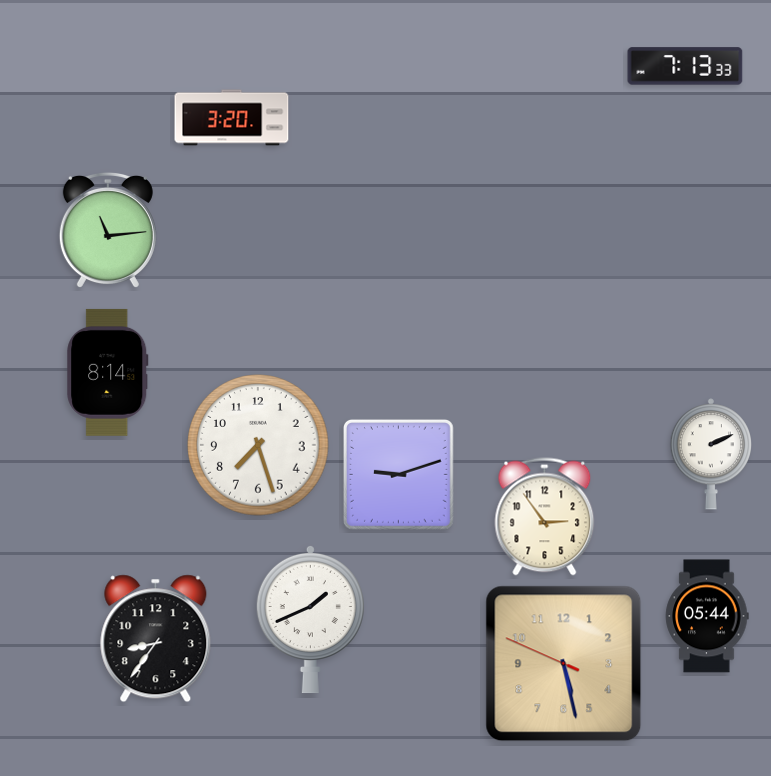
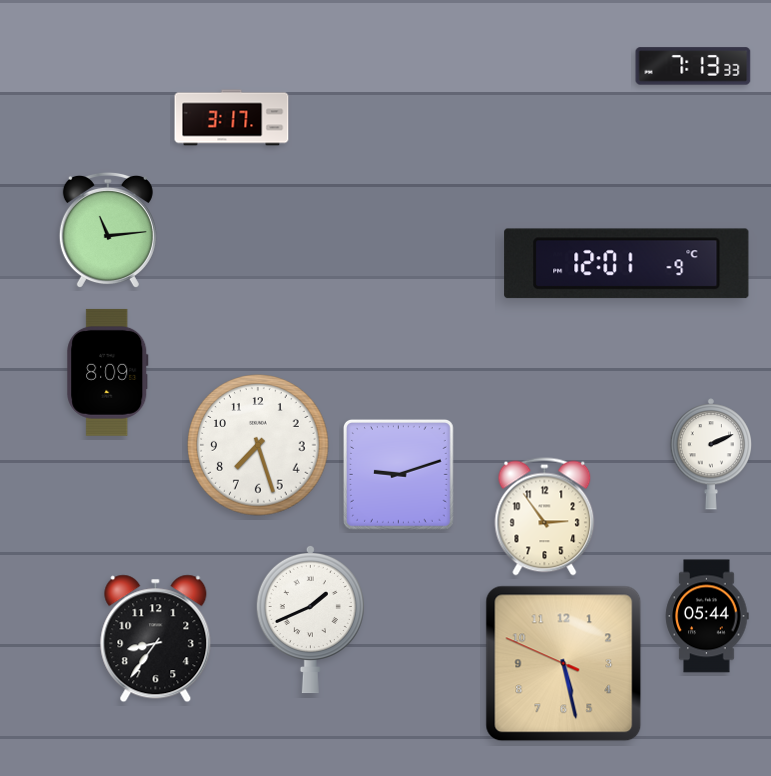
clock at (685, 66) position: (685, 66) -> (693, 66)
clock at (232, 118): 3:20 -> 3:17
clock at (627, 264): none -> 12:01
clock at (108, 372): 8:14 -> 8:09
